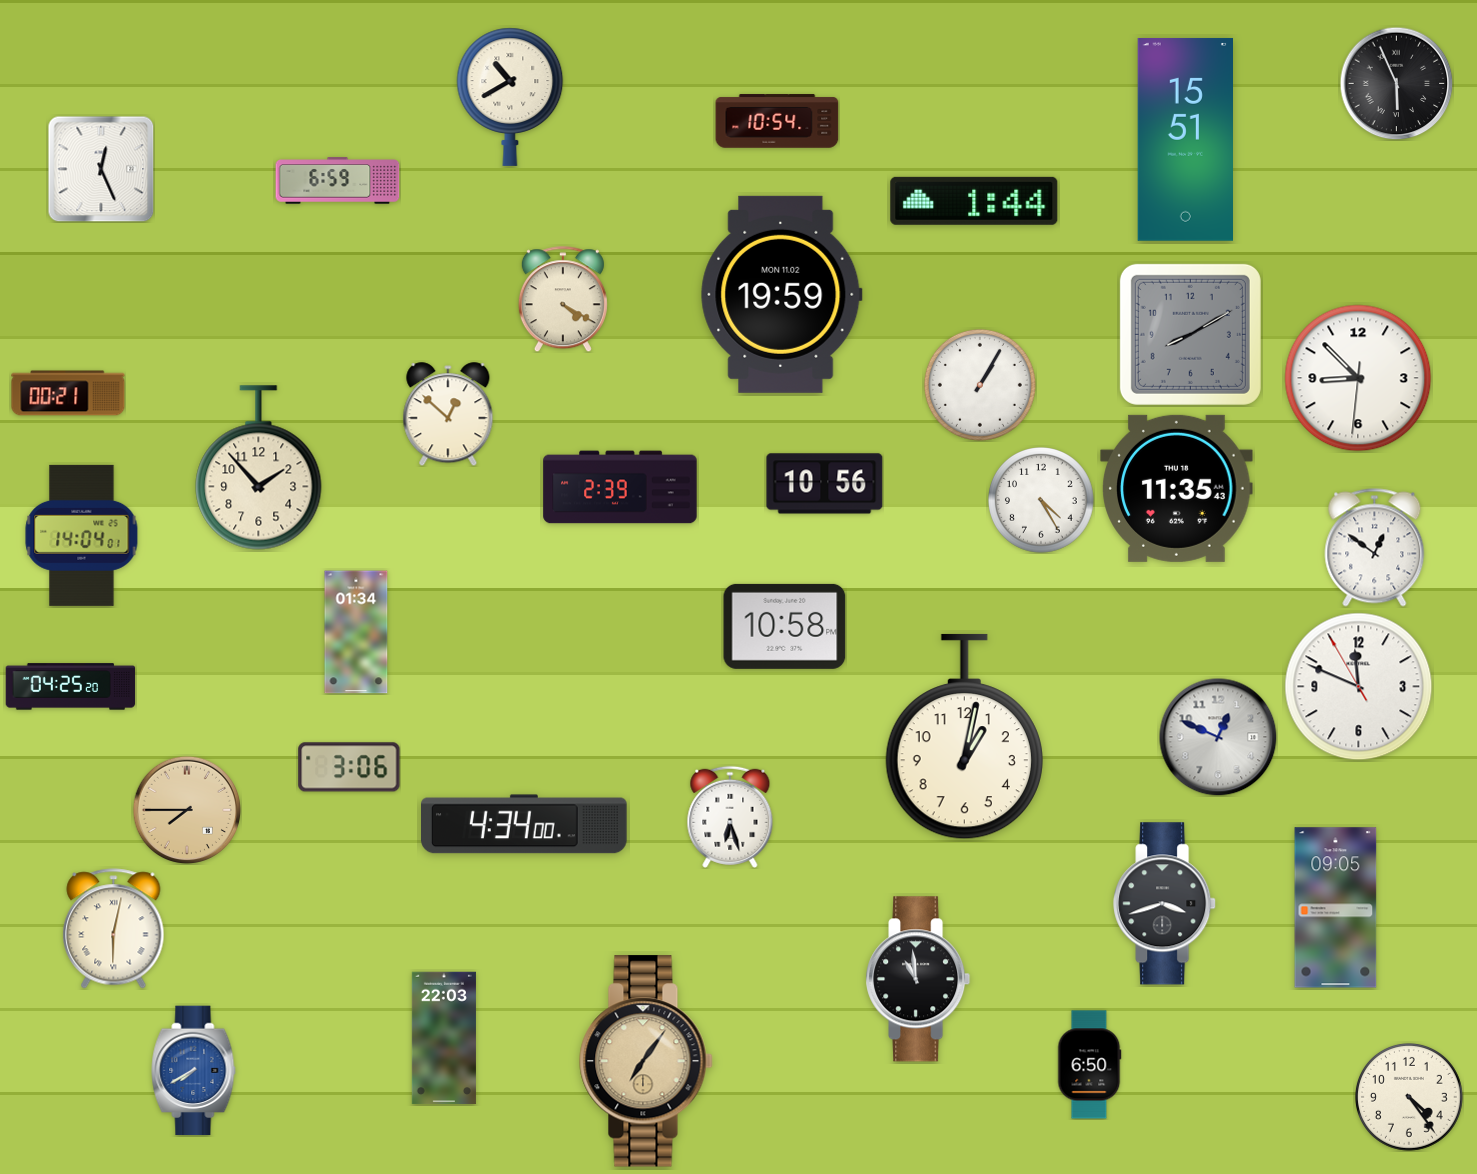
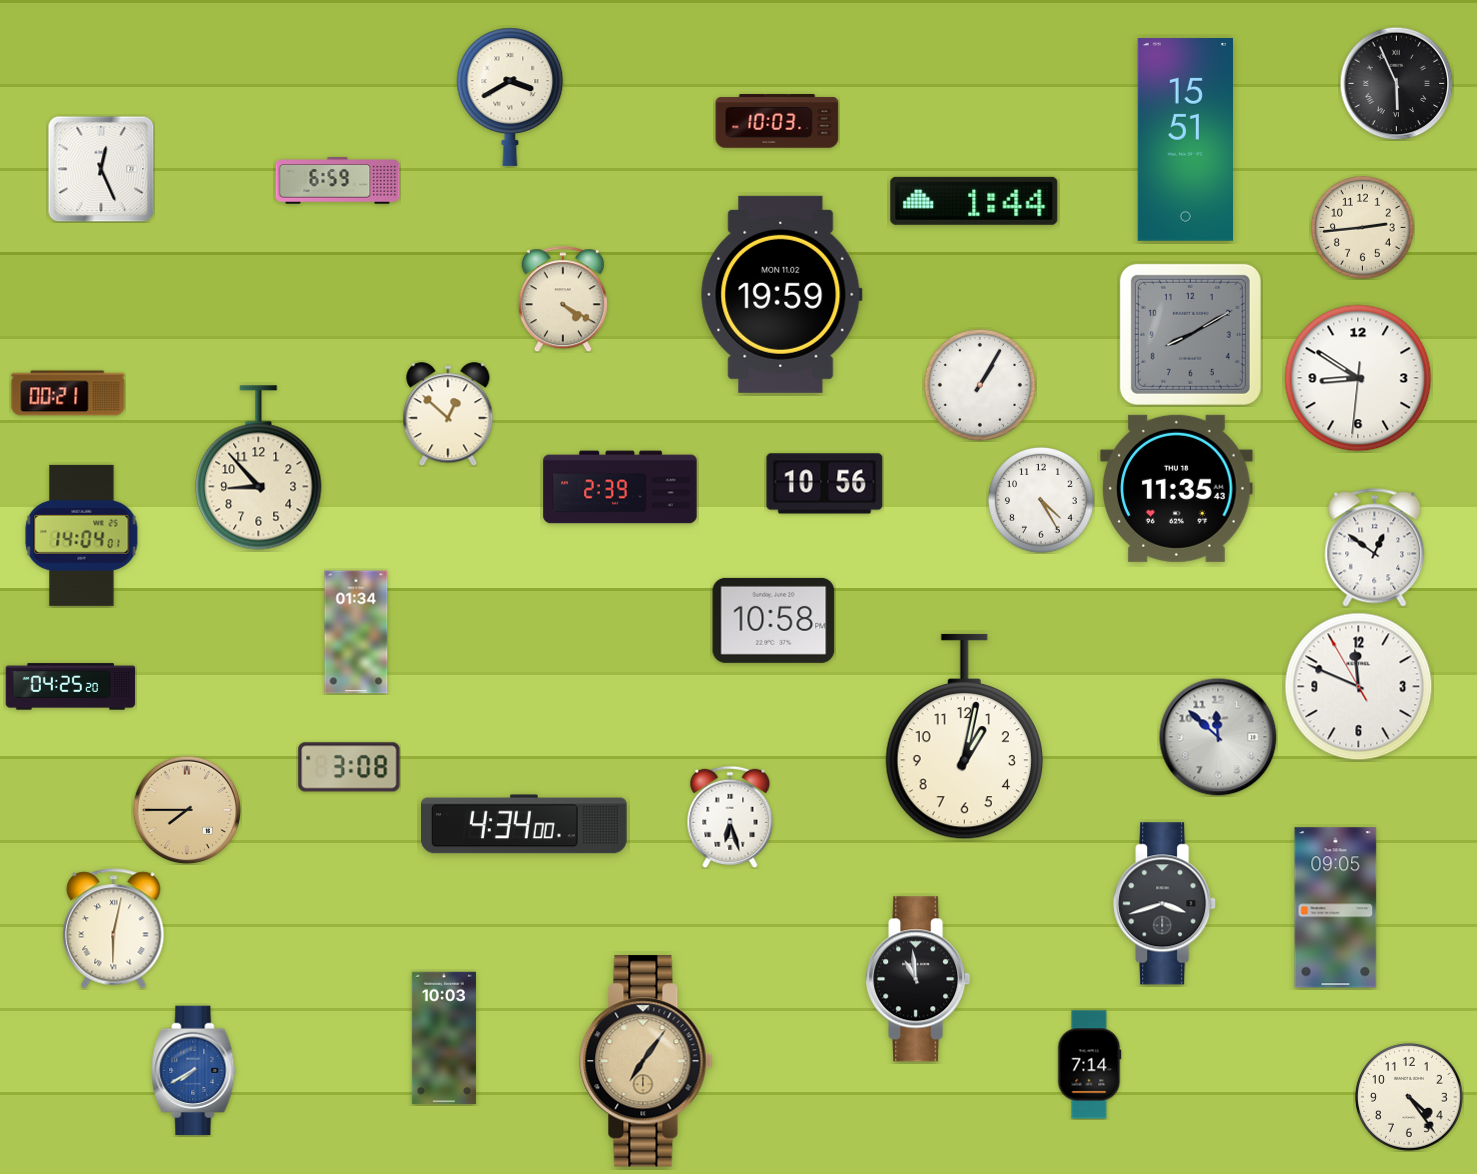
clock at (510, 97): 10:40 -> 3:40
clock at (777, 121): 10:54 -> 10:03
clock at (1363, 228): none -> 2:44
clock at (1358, 378): 8:52 -> 8:50
clock at (259, 468): 1:53 -> 8:53
clock at (785, 626) position: (785, 626) -> (774, 620)
clock at (1218, 737): 12:49 -> 11:52
clock at (349, 767): 3:06 -> 3:08
clock at (444, 1038): 22:03 -> 10:03
clock at (1090, 1065): 6:50 -> 7:14
